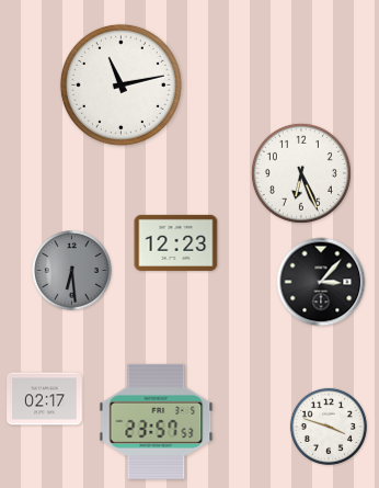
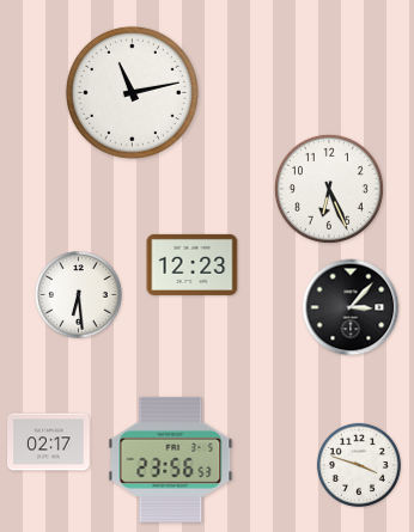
clock at (72, 271) dial: grey -> white
clock at (45, 399) position: (45, 399) -> (49, 442)
clock at (157, 421): 23:57 -> 23:56
